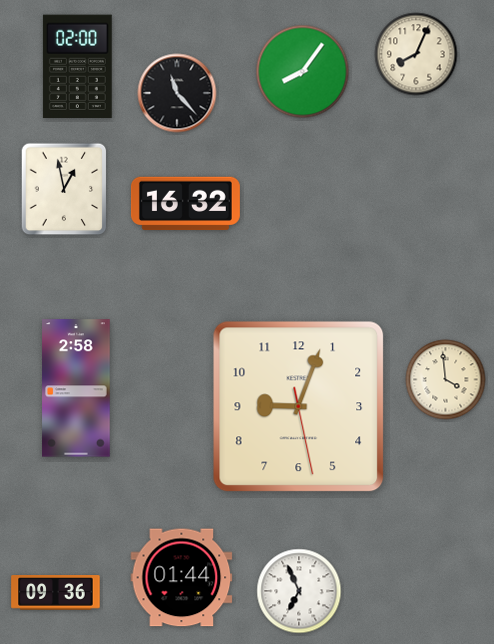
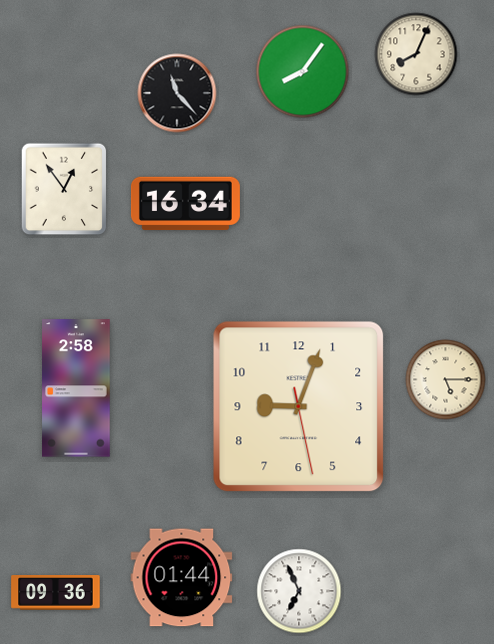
clock at (77, 66): 02:00 -> none
clock at (64, 189): 12:58 -> 12:54
clock at (185, 204): 16:32 -> 16:34
clock at (446, 380): 3:59 -> 5:15
